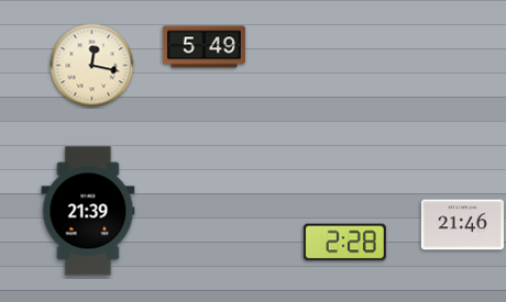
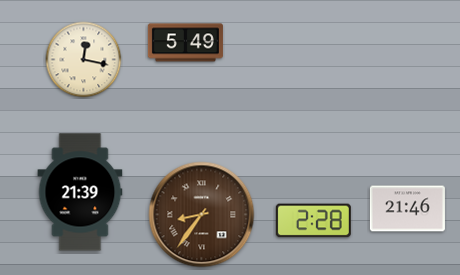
clock at (462, 225) position: (462, 225) -> (407, 209)
clock at (202, 215): none -> 8:36
